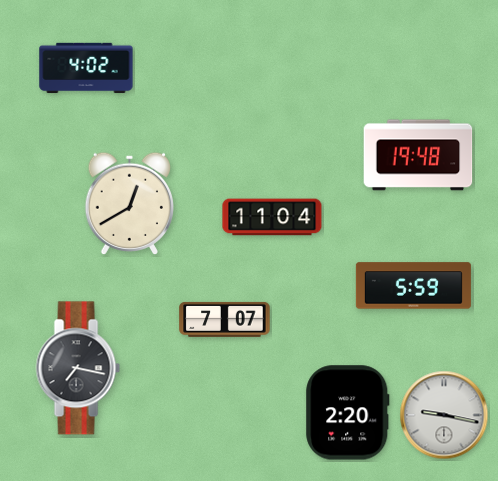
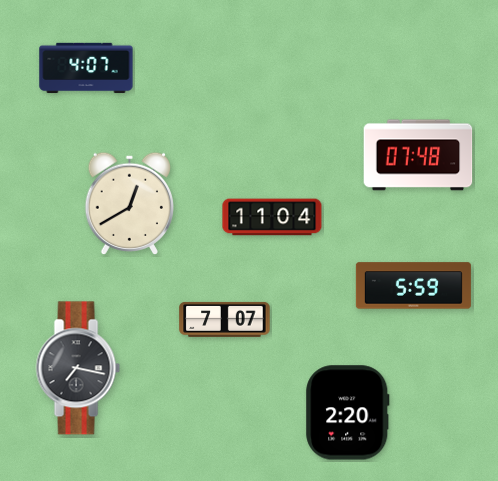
clock at (86, 68): 4:02 -> 4:07
clock at (418, 155): 19:48 -> 07:48
clock at (444, 415): 9:17 -> none
